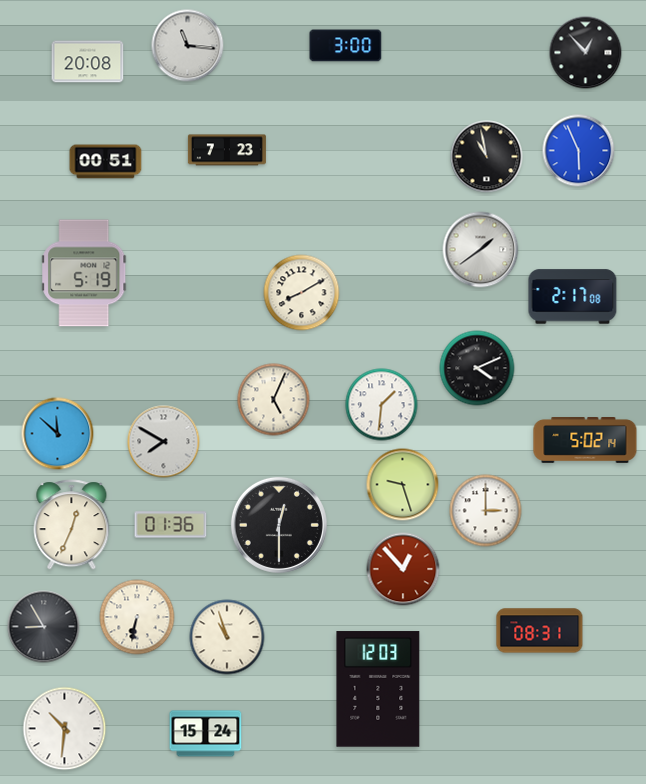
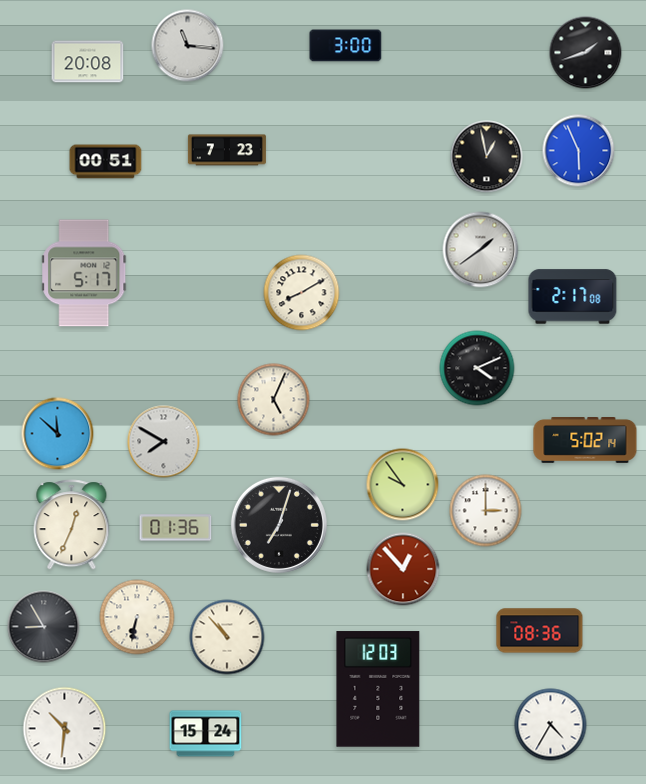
clock at (586, 53): 12:53 -> 1:42
clock at (487, 157): 10:58 -> 12:58
clock at (85, 273): 5:19 -> 5:17
clock at (382, 405): 1:31 -> none
clock at (403, 485): 9:27 -> 9:54
clock at (171, 525) position: (171, 525) -> (176, 528)
clock at (279, 525): 12:30 -> 7:03
clock at (540, 631): 08:31 -> 08:36
clock at (227, 637): 10:57 -> 10:53
clock at (551, 725): none -> 4:35
